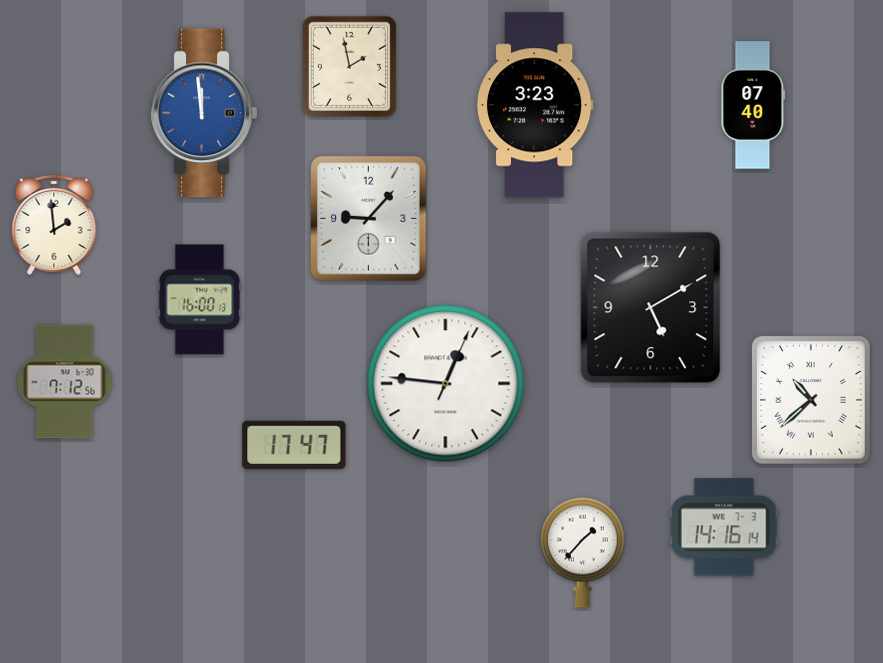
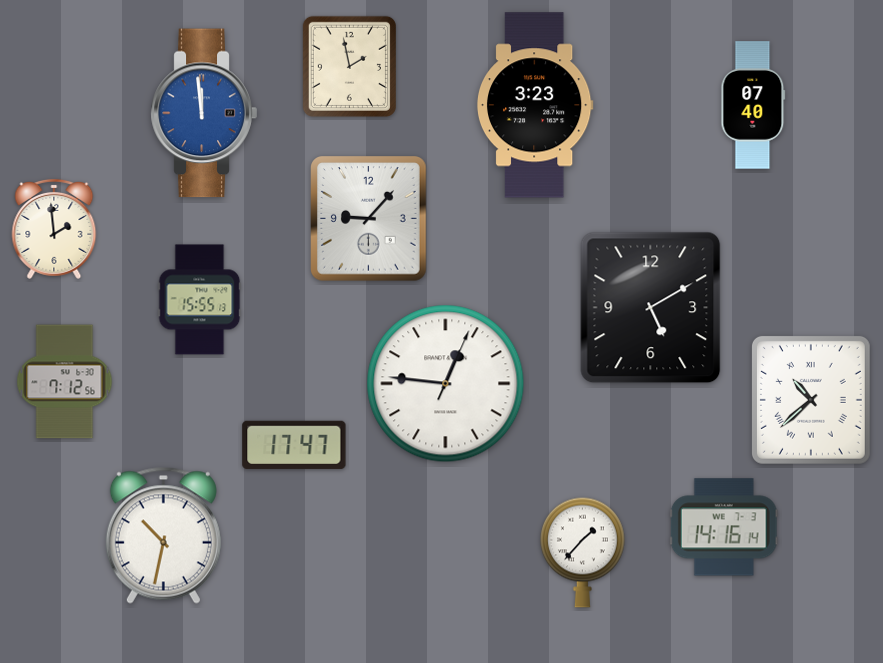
clock at (54, 225) position: (54, 225) -> (54, 229)
clock at (200, 300): 16:00 -> 15:55
clock at (163, 535): none -> 10:32
